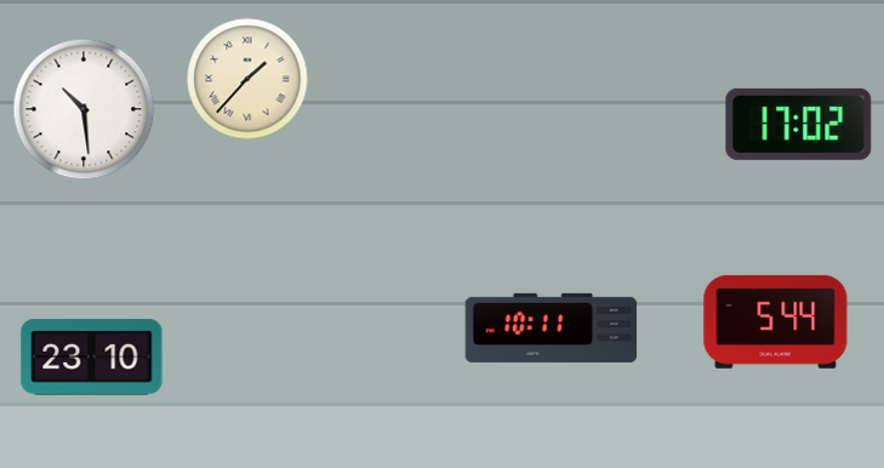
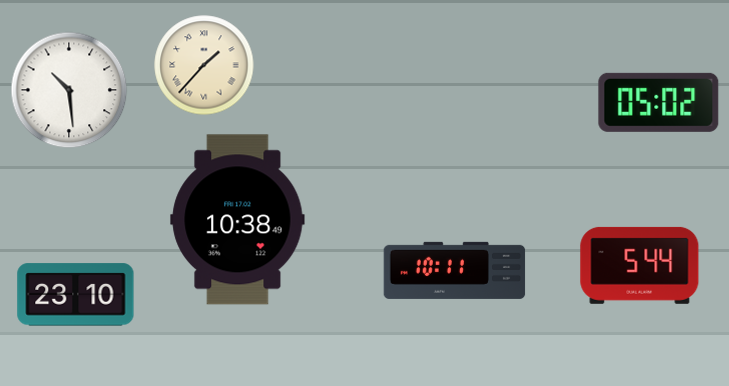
clock at (799, 124): 17:02 -> 05:02
clock at (238, 220): none -> 10:38
